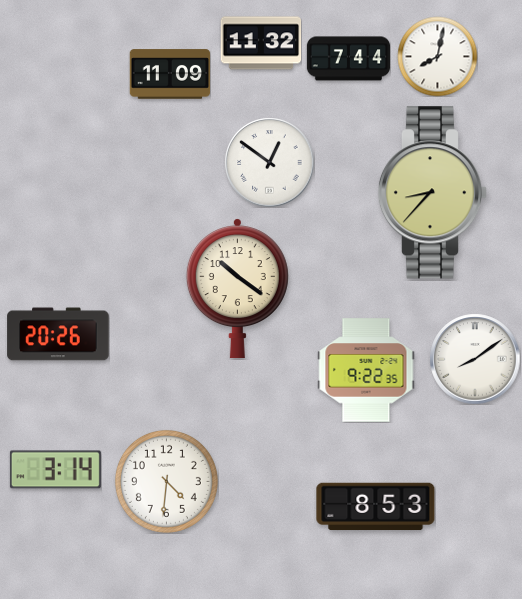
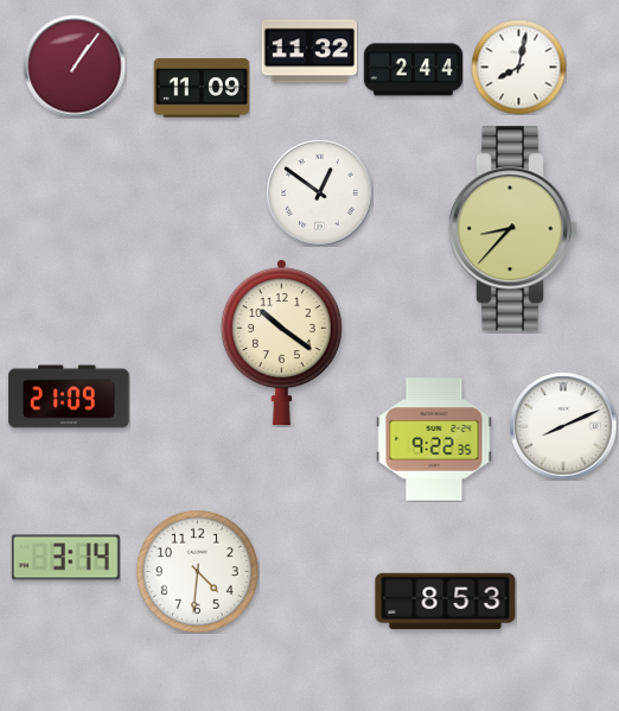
clock at (75, 66): none -> 1:06
clock at (348, 59): 7:44 -> 2:44
clock at (58, 334): 20:26 -> 21:09
clock at (475, 359): 8:09 -> 8:11
